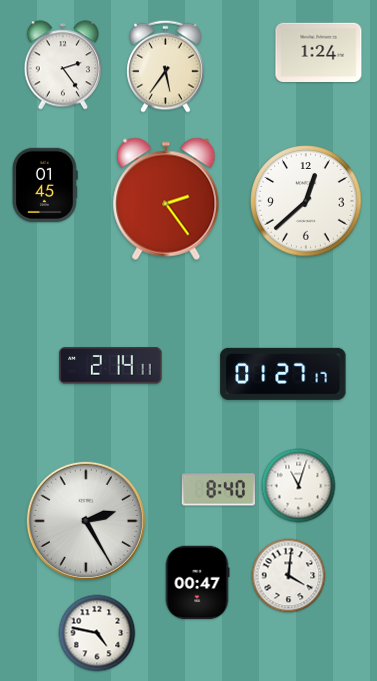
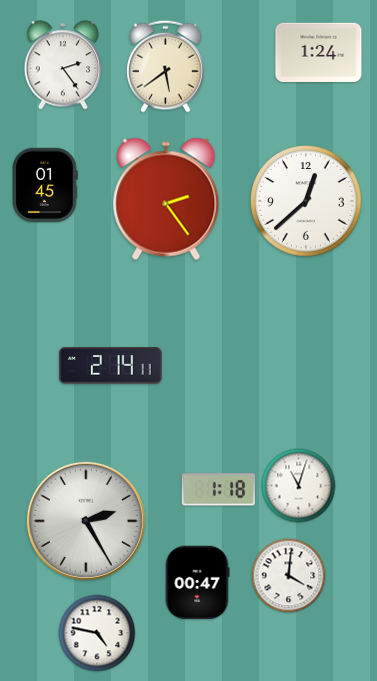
clock at (166, 66): 5:36 -> 5:39
clock at (283, 374): 01:27 -> none
clock at (218, 490): 8:40 -> 1:18
